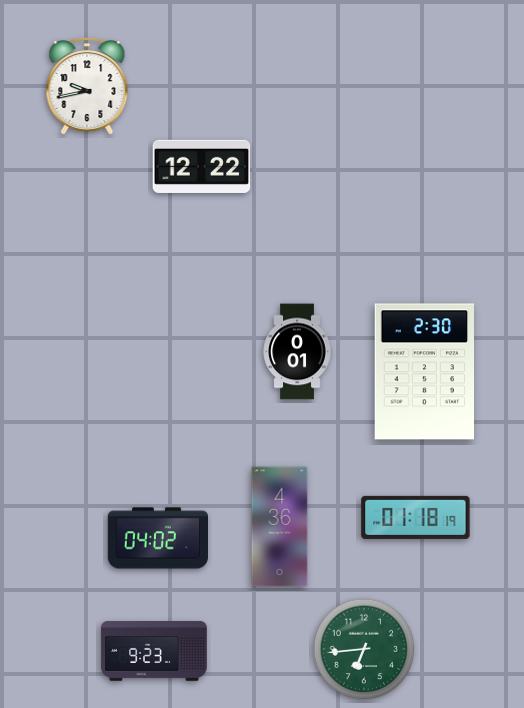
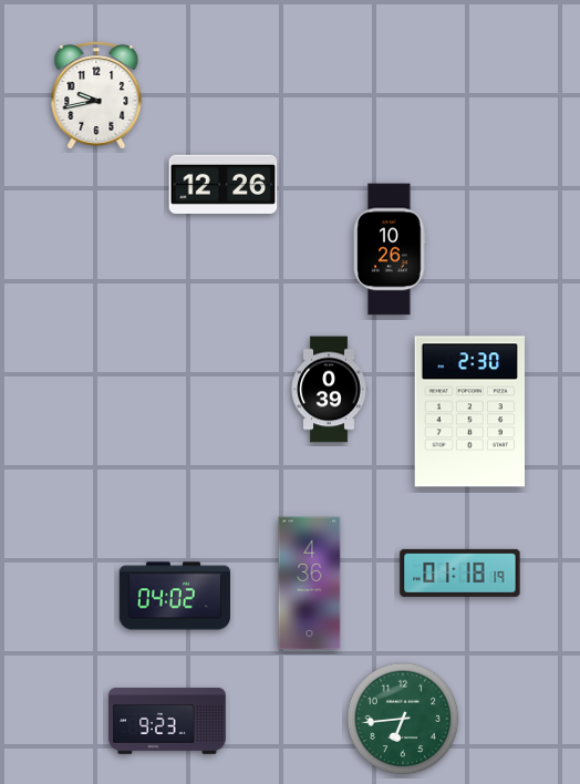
clock at (202, 166): 12:22 -> 12:26
clock at (390, 249): none -> 10:26
clock at (297, 352): 0:01 -> 0:39
clock at (154, 651) position: (154, 651) -> (167, 721)
